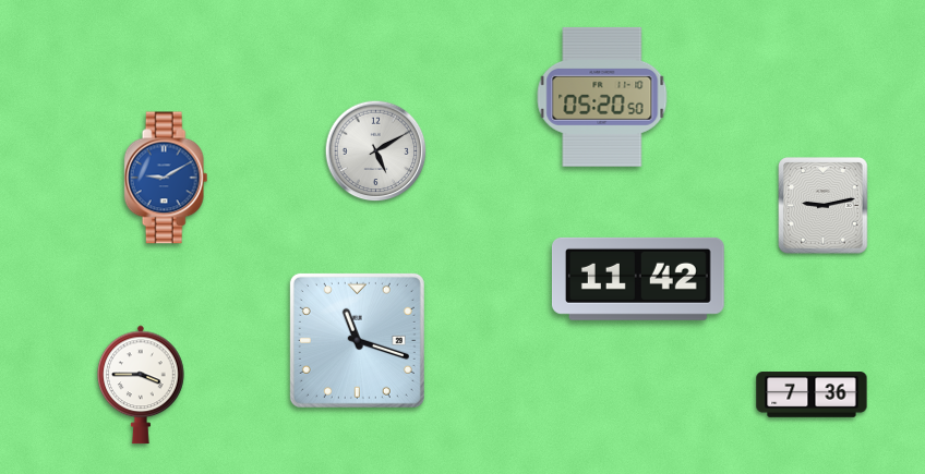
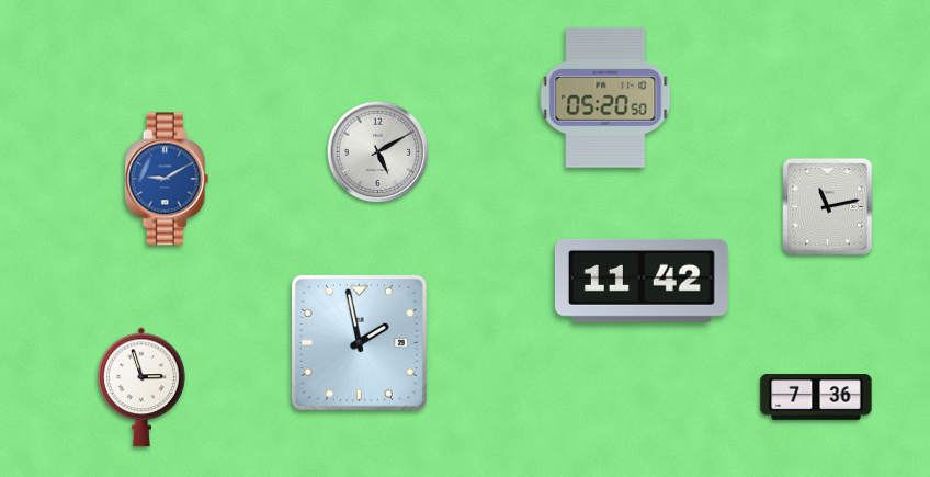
clock at (824, 206): 9:13 -> 11:13
clock at (357, 340): 11:18 -> 1:58
clock at (142, 385): 3:45 -> 2:57
